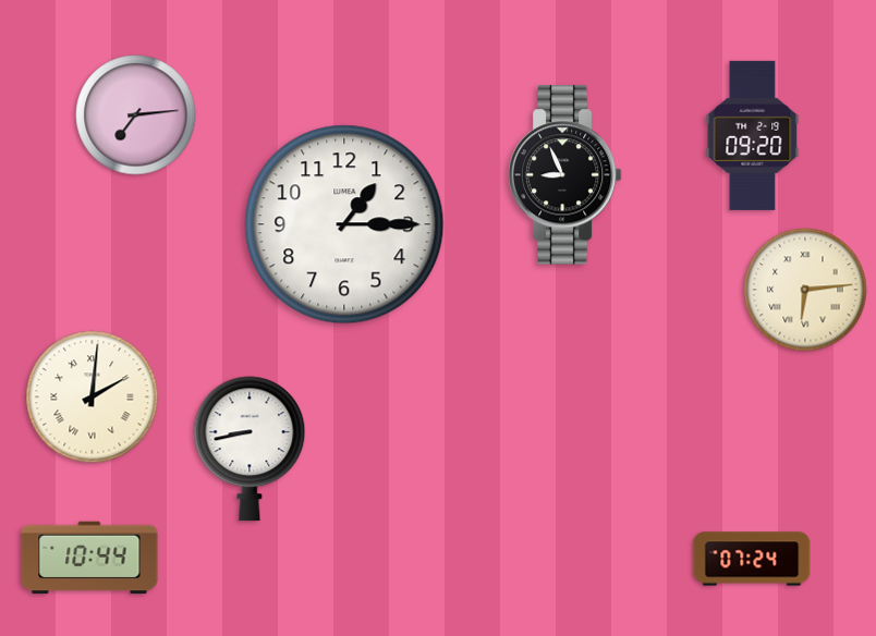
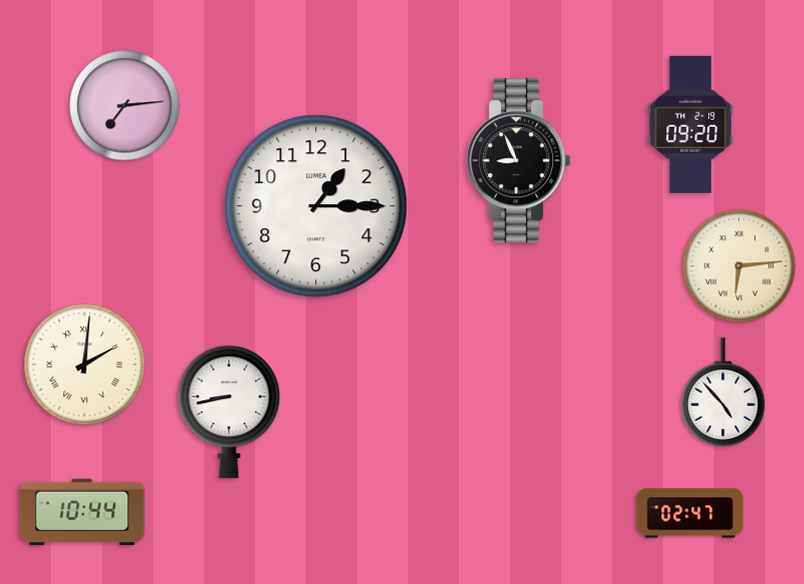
clock at (723, 392): none -> 4:53
clock at (752, 559): 07:24 -> 02:47
